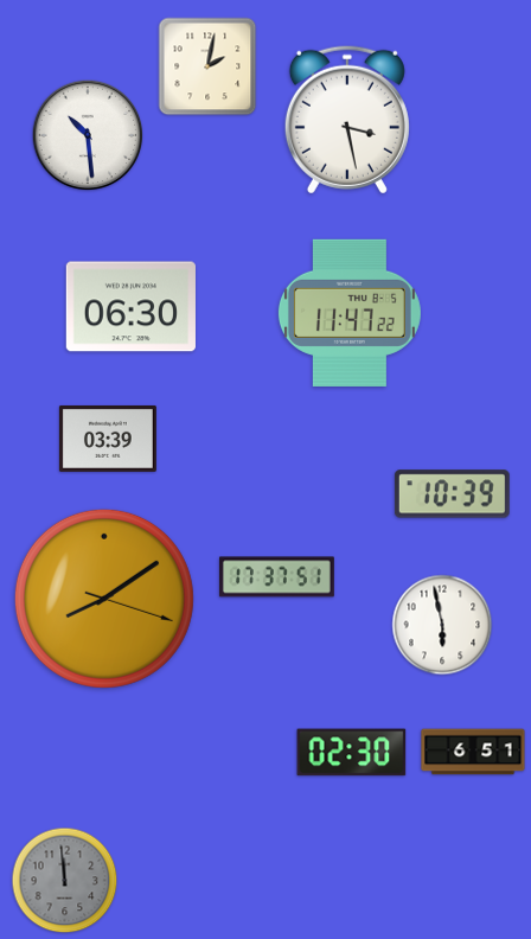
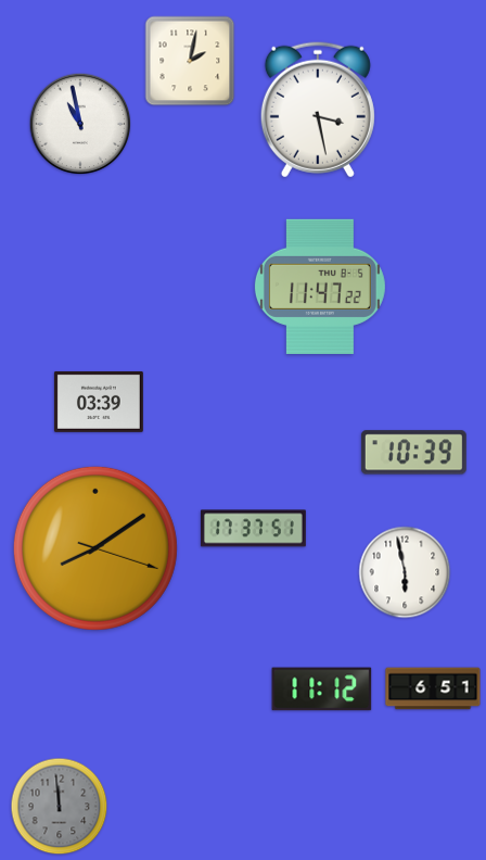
clock at (88, 135): 10:29 -> 10:58
clock at (130, 307): 06:30 -> none
clock at (352, 753): 02:30 -> 11:12
